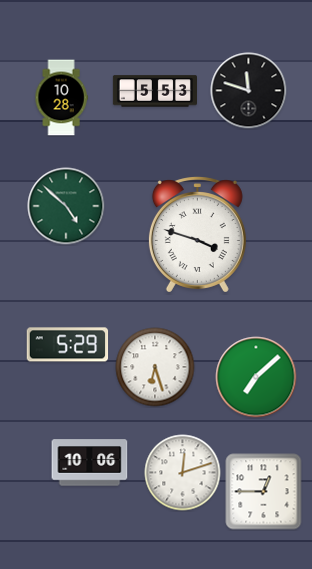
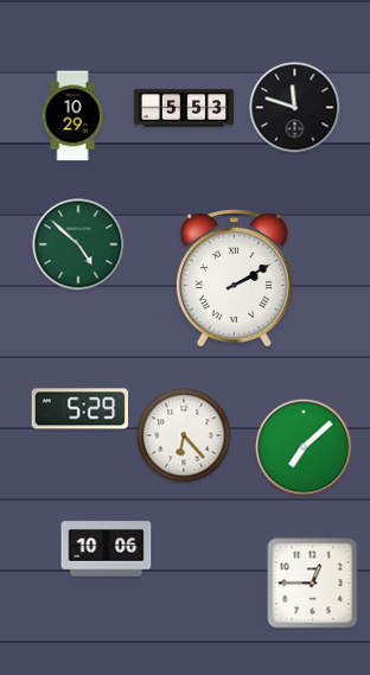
clock at (61, 98): 10:28 -> 10:29
clock at (197, 235): 3:48 -> 2:10
clock at (155, 367): 6:27 -> 6:23
clock at (183, 473): 12:12 -> none
